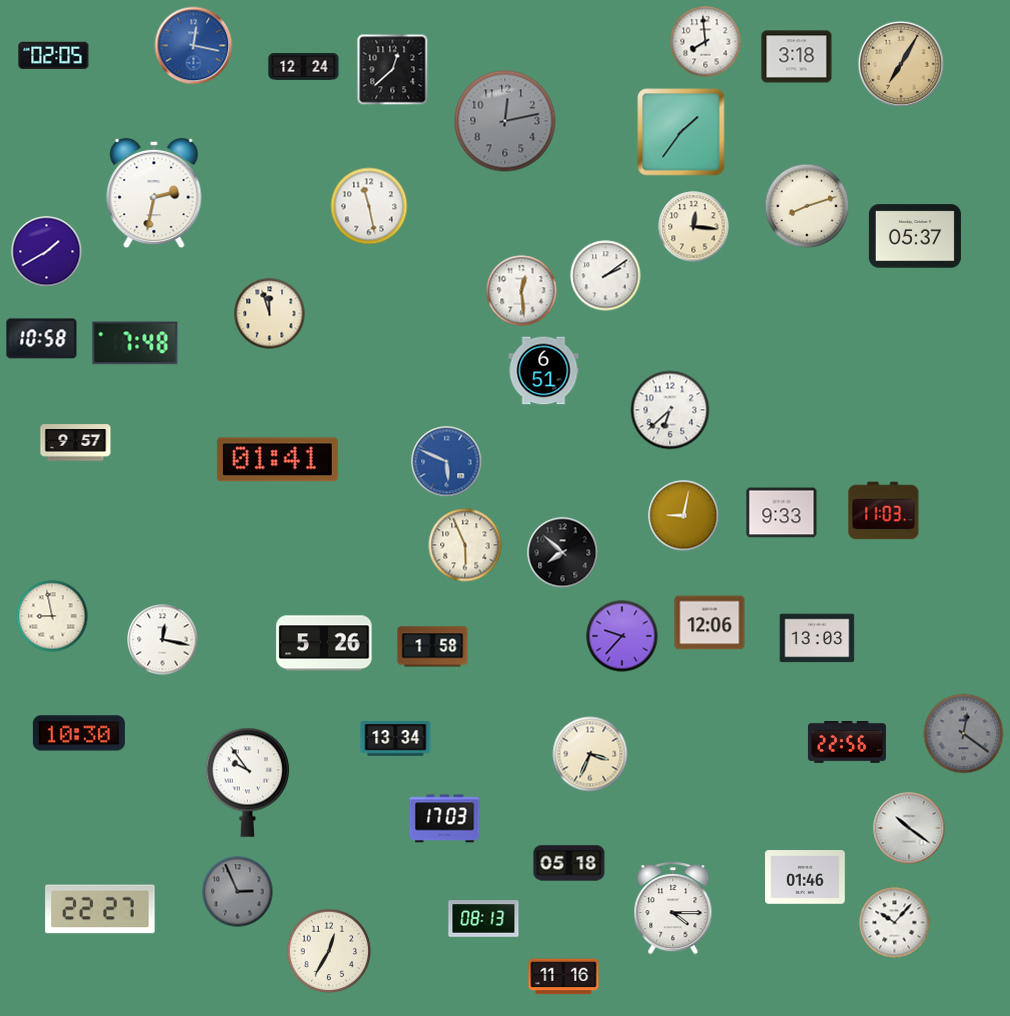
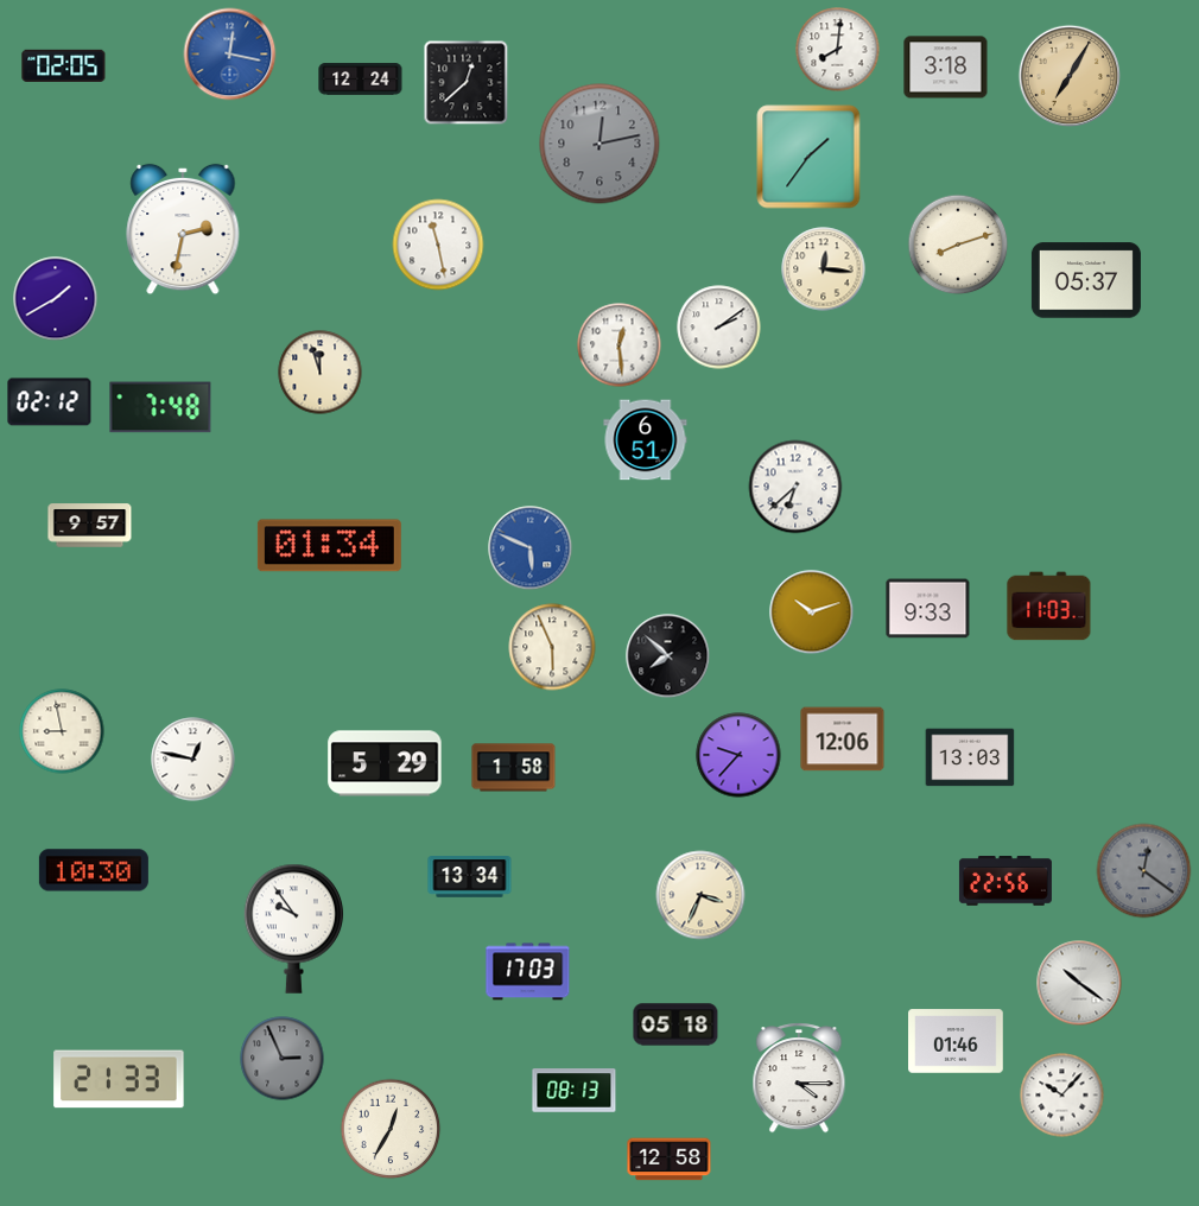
clock at (706, 42): 7:59 -> 8:01
clock at (42, 339): 10:58 -> 02:12
clock at (277, 460): 01:41 -> 01:34
clock at (684, 516): 9:02 -> 10:12
clock at (163, 640): 12:17 -> 12:47
clock at (324, 643): 5:26 -> 5:29
clock at (100, 909): 22:27 -> 21:33
clock at (564, 977): 11:16 -> 12:58
